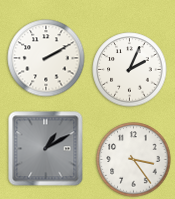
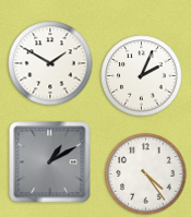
clock at (46, 58): 2:10 -> 1:50
clock at (134, 160): 3:24 -> 4:24
